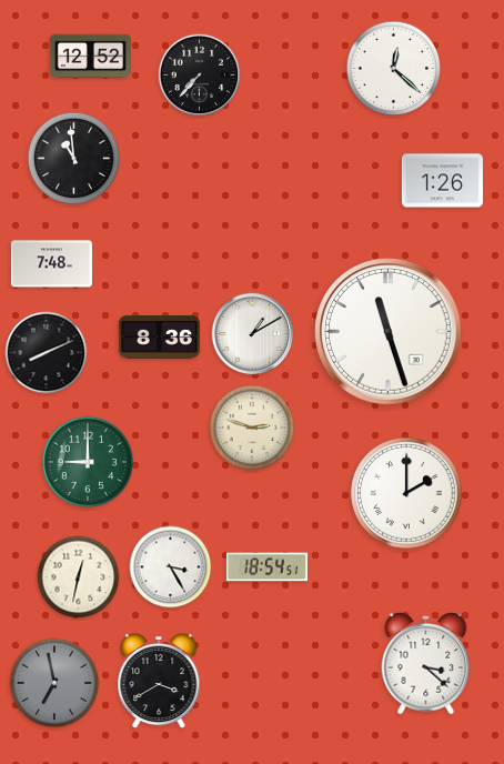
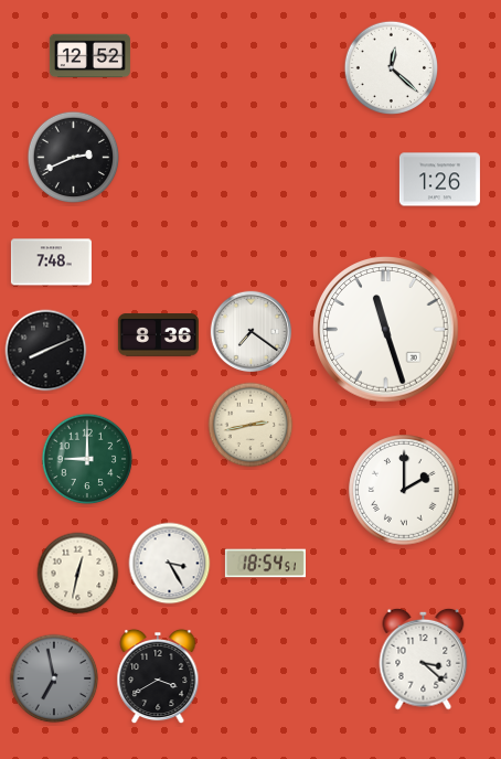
clock at (200, 76): 7:37 -> none
clock at (74, 159): 10:59 -> 2:41
clock at (253, 334): 1:10 -> 7:21
clock at (252, 428): 2:48 -> 2:43
